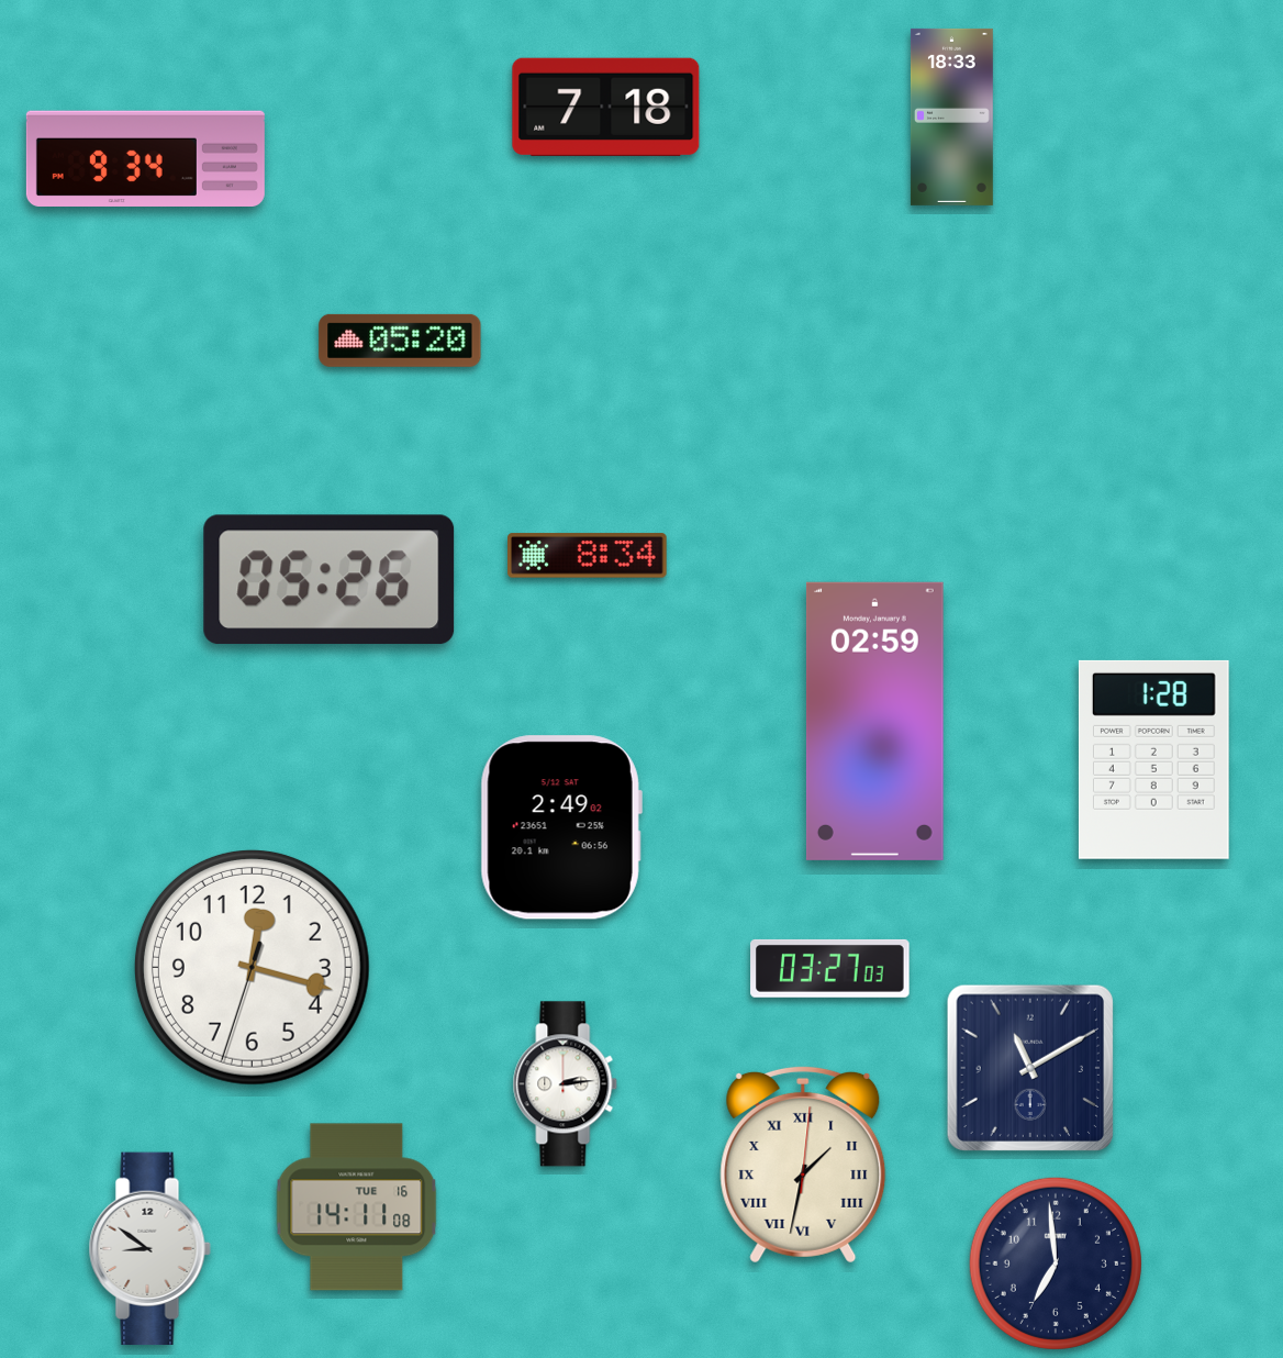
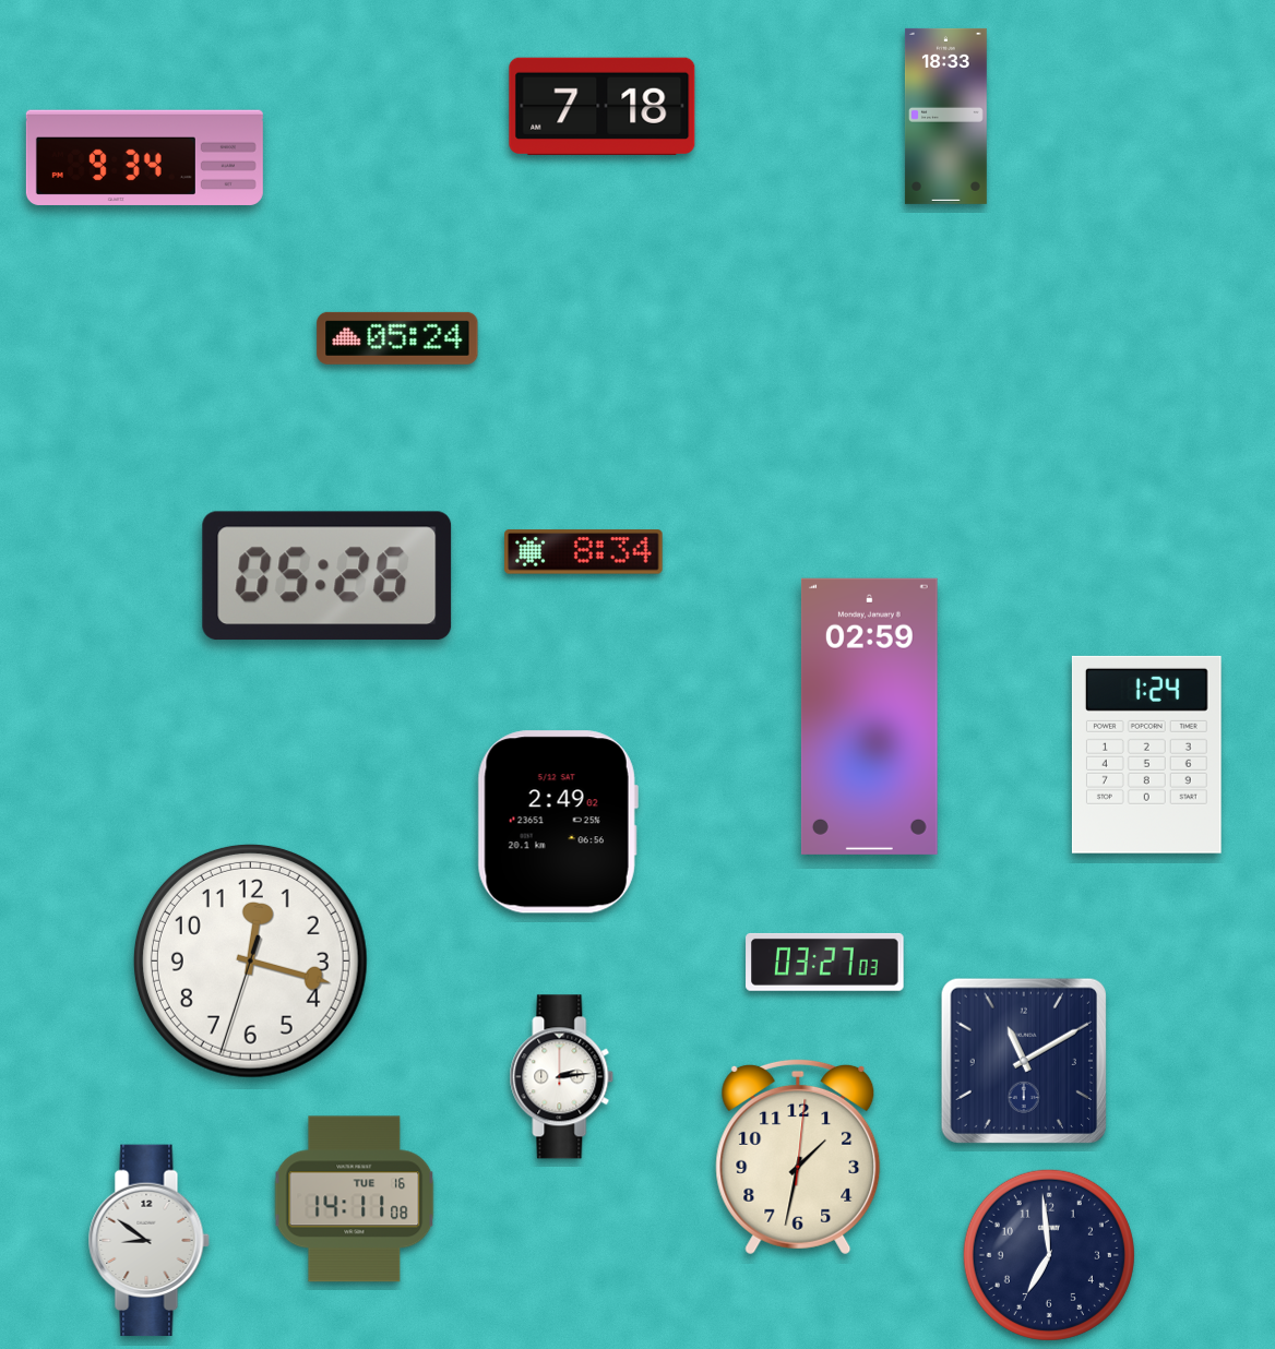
clock at (400, 341): 05:20 -> 05:24
clock at (1153, 759): 1:28 -> 1:24
clock at (803, 1165) numerals: Roman -> Arabic
